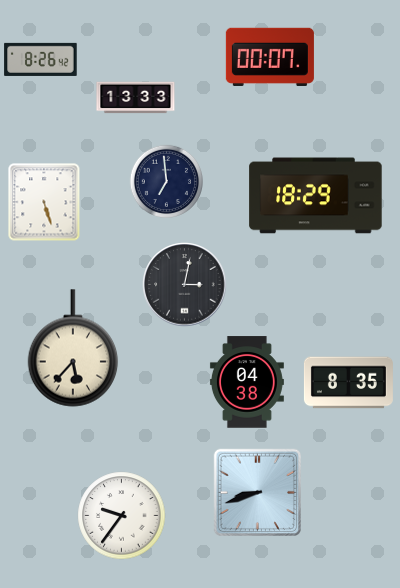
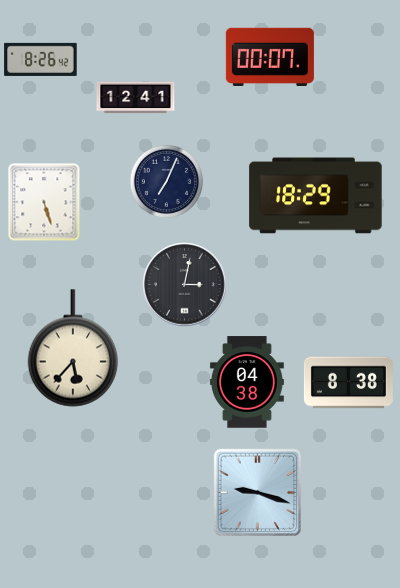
clock at (136, 98): 13:33 -> 12:41
clock at (166, 181): 6:59 -> 7:04
clock at (348, 383): 8:35 -> 8:38
clock at (257, 492): 8:42 -> 9:18
clock at (122, 516): 9:36 -> none
